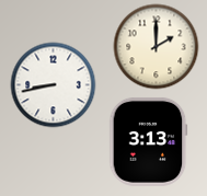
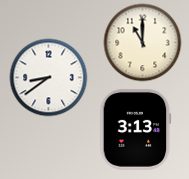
clock at (156, 46): 2:00 -> 11:00
clock at (53, 84): 8:43 -> 8:39
